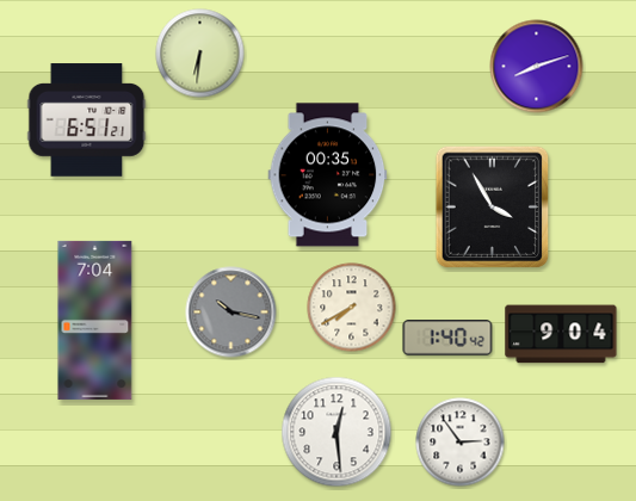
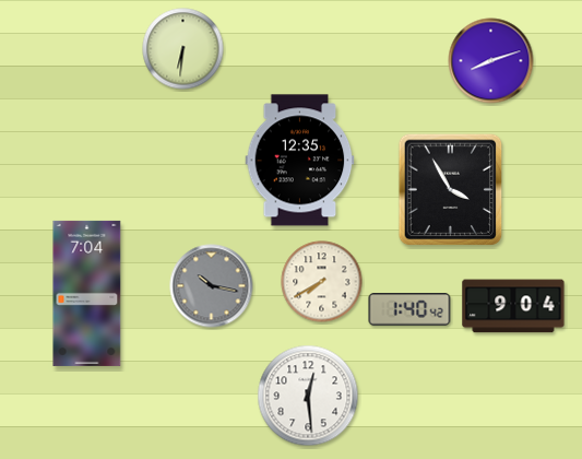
clock at (87, 120): 6:51 -> none
clock at (328, 175): 00:35 -> 12:35
clock at (461, 443): 2:54 -> none
